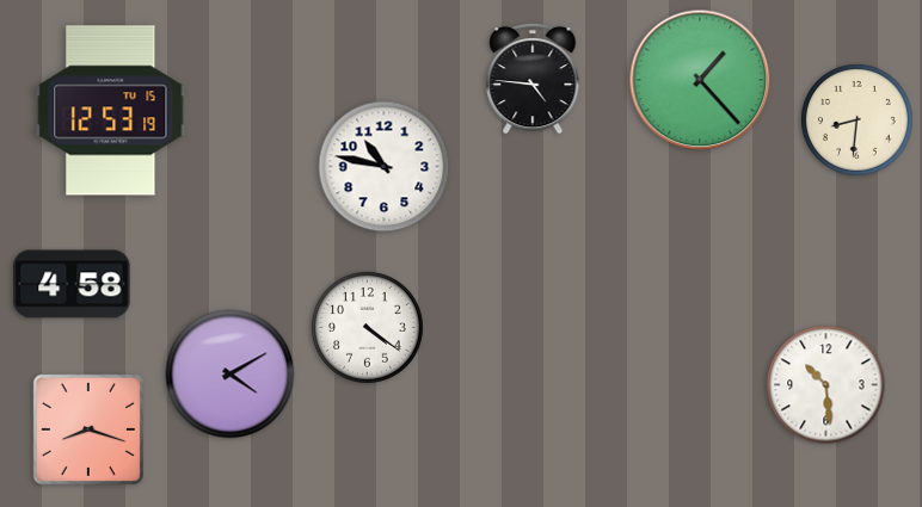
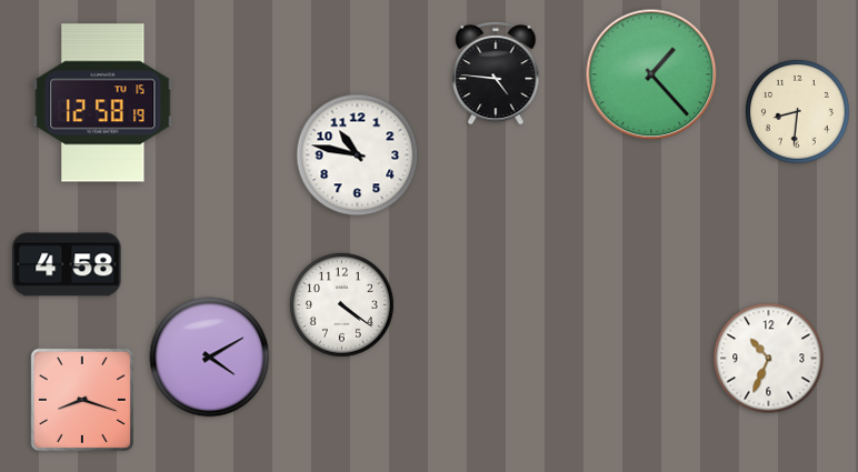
clock at (111, 111): 12:53 -> 12:58
clock at (230, 375) position: (230, 375) -> (210, 358)
clock at (826, 385): 10:29 -> 10:34
